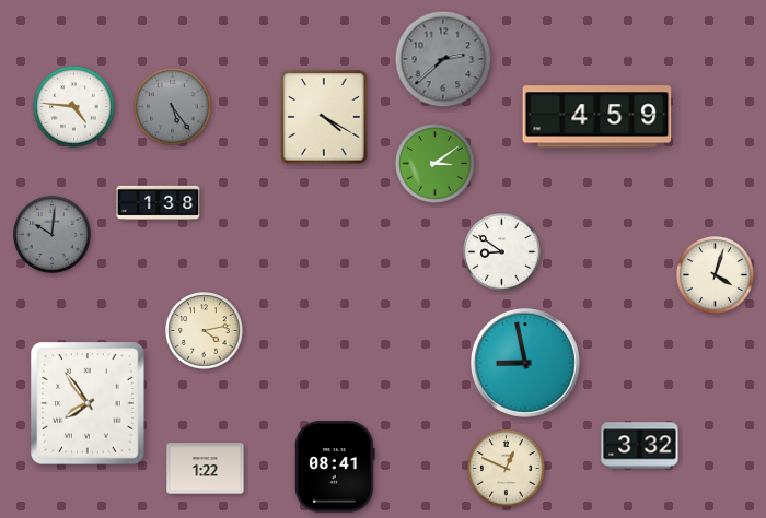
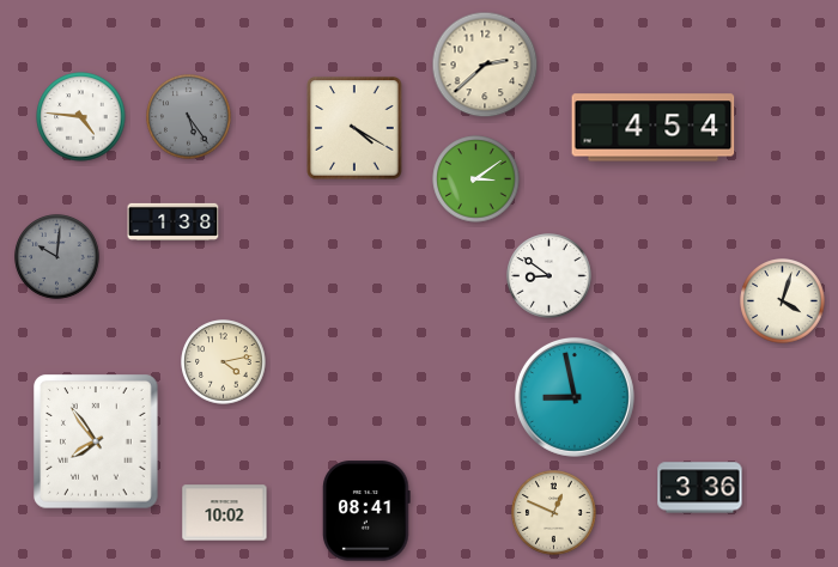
clock at (443, 59) dial: grey -> cream
clock at (597, 117): 4:59 -> 4:54
clock at (640, 446): 3:32 -> 3:36
clock at (206, 469): 1:22 -> 10:02
